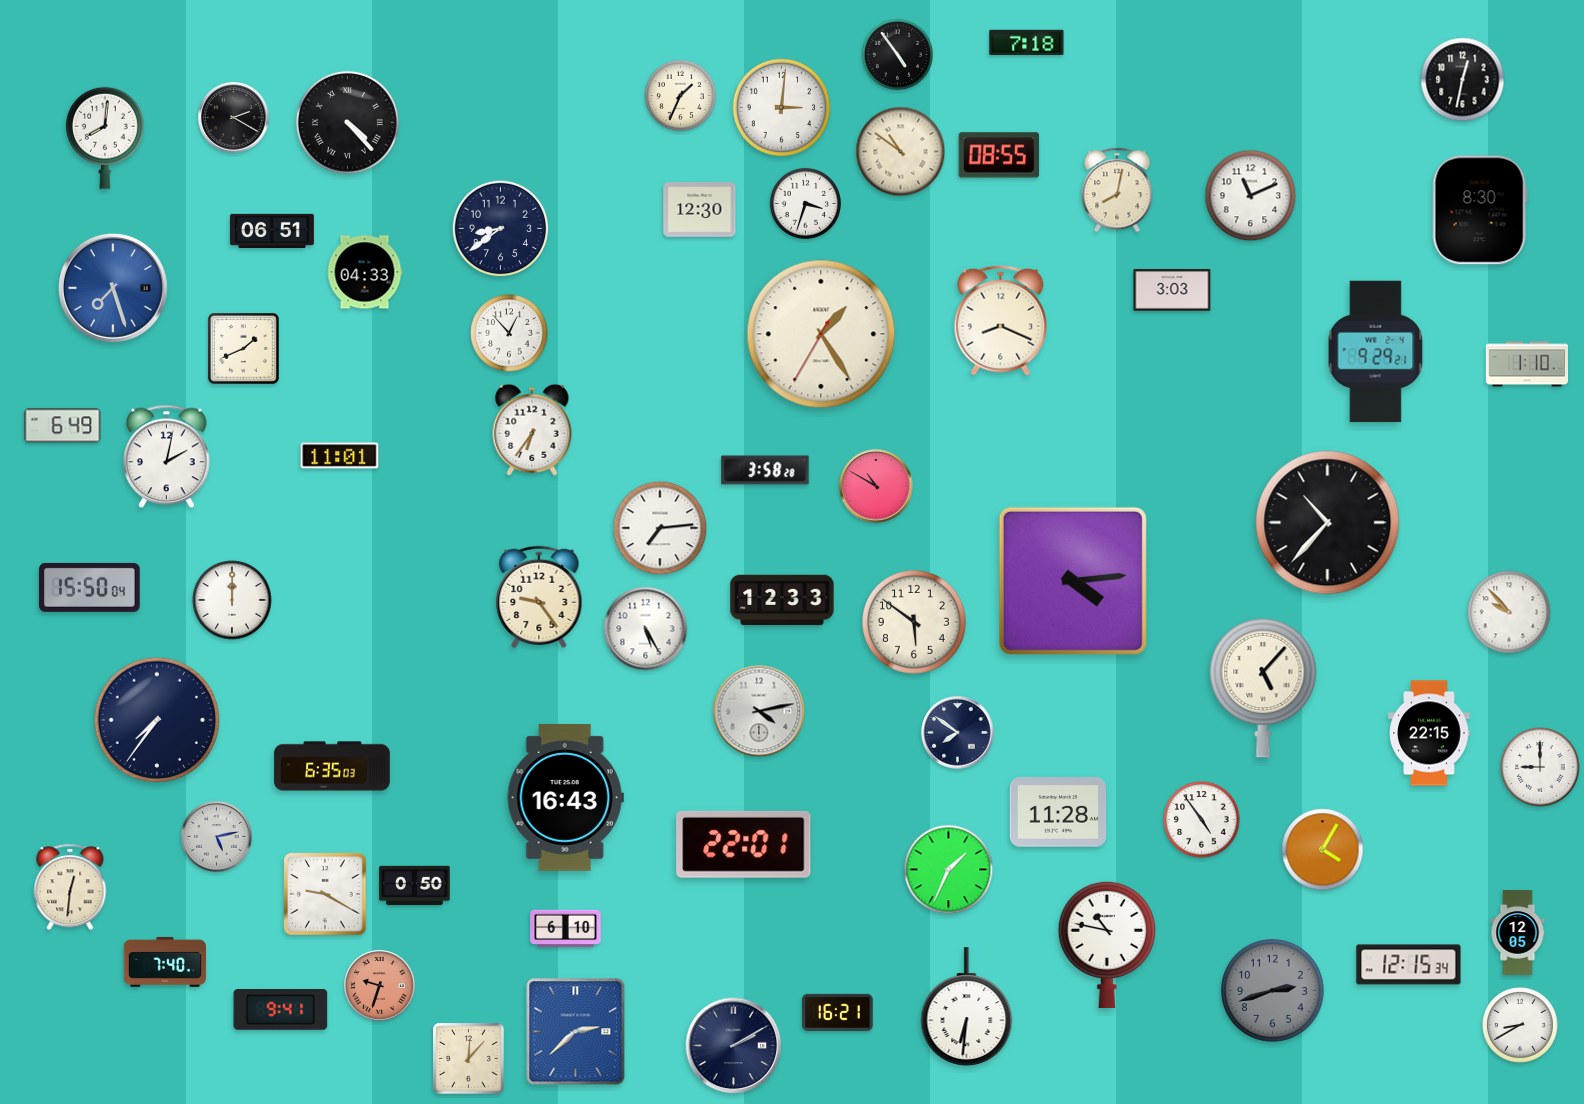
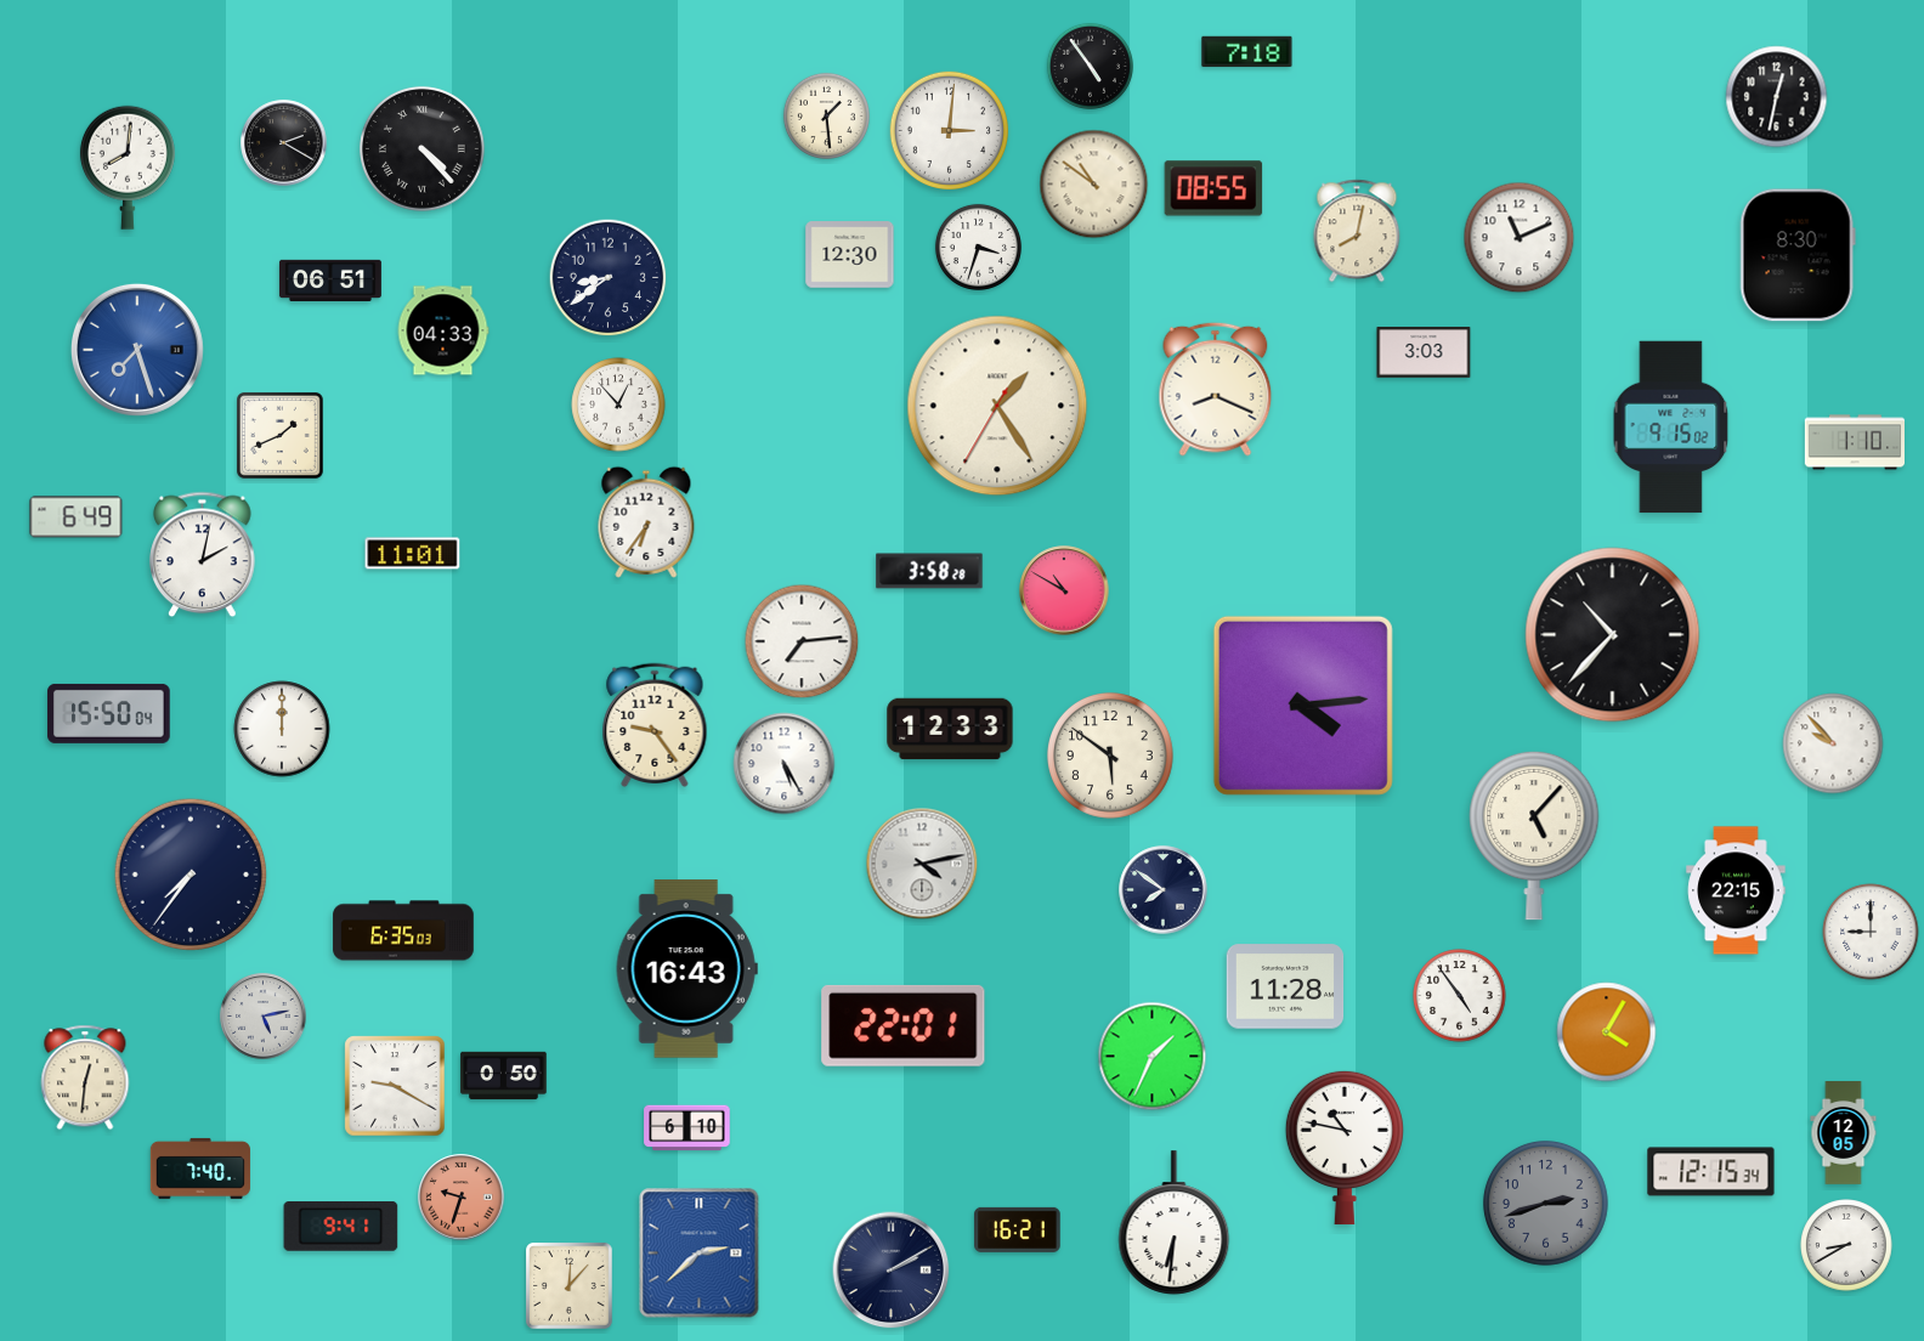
clock at (680, 95): 1:34 -> 1:29
clock at (244, 349) position: (244, 349) -> (281, 436)
clock at (1376, 352): 9:29 -> 9:15
